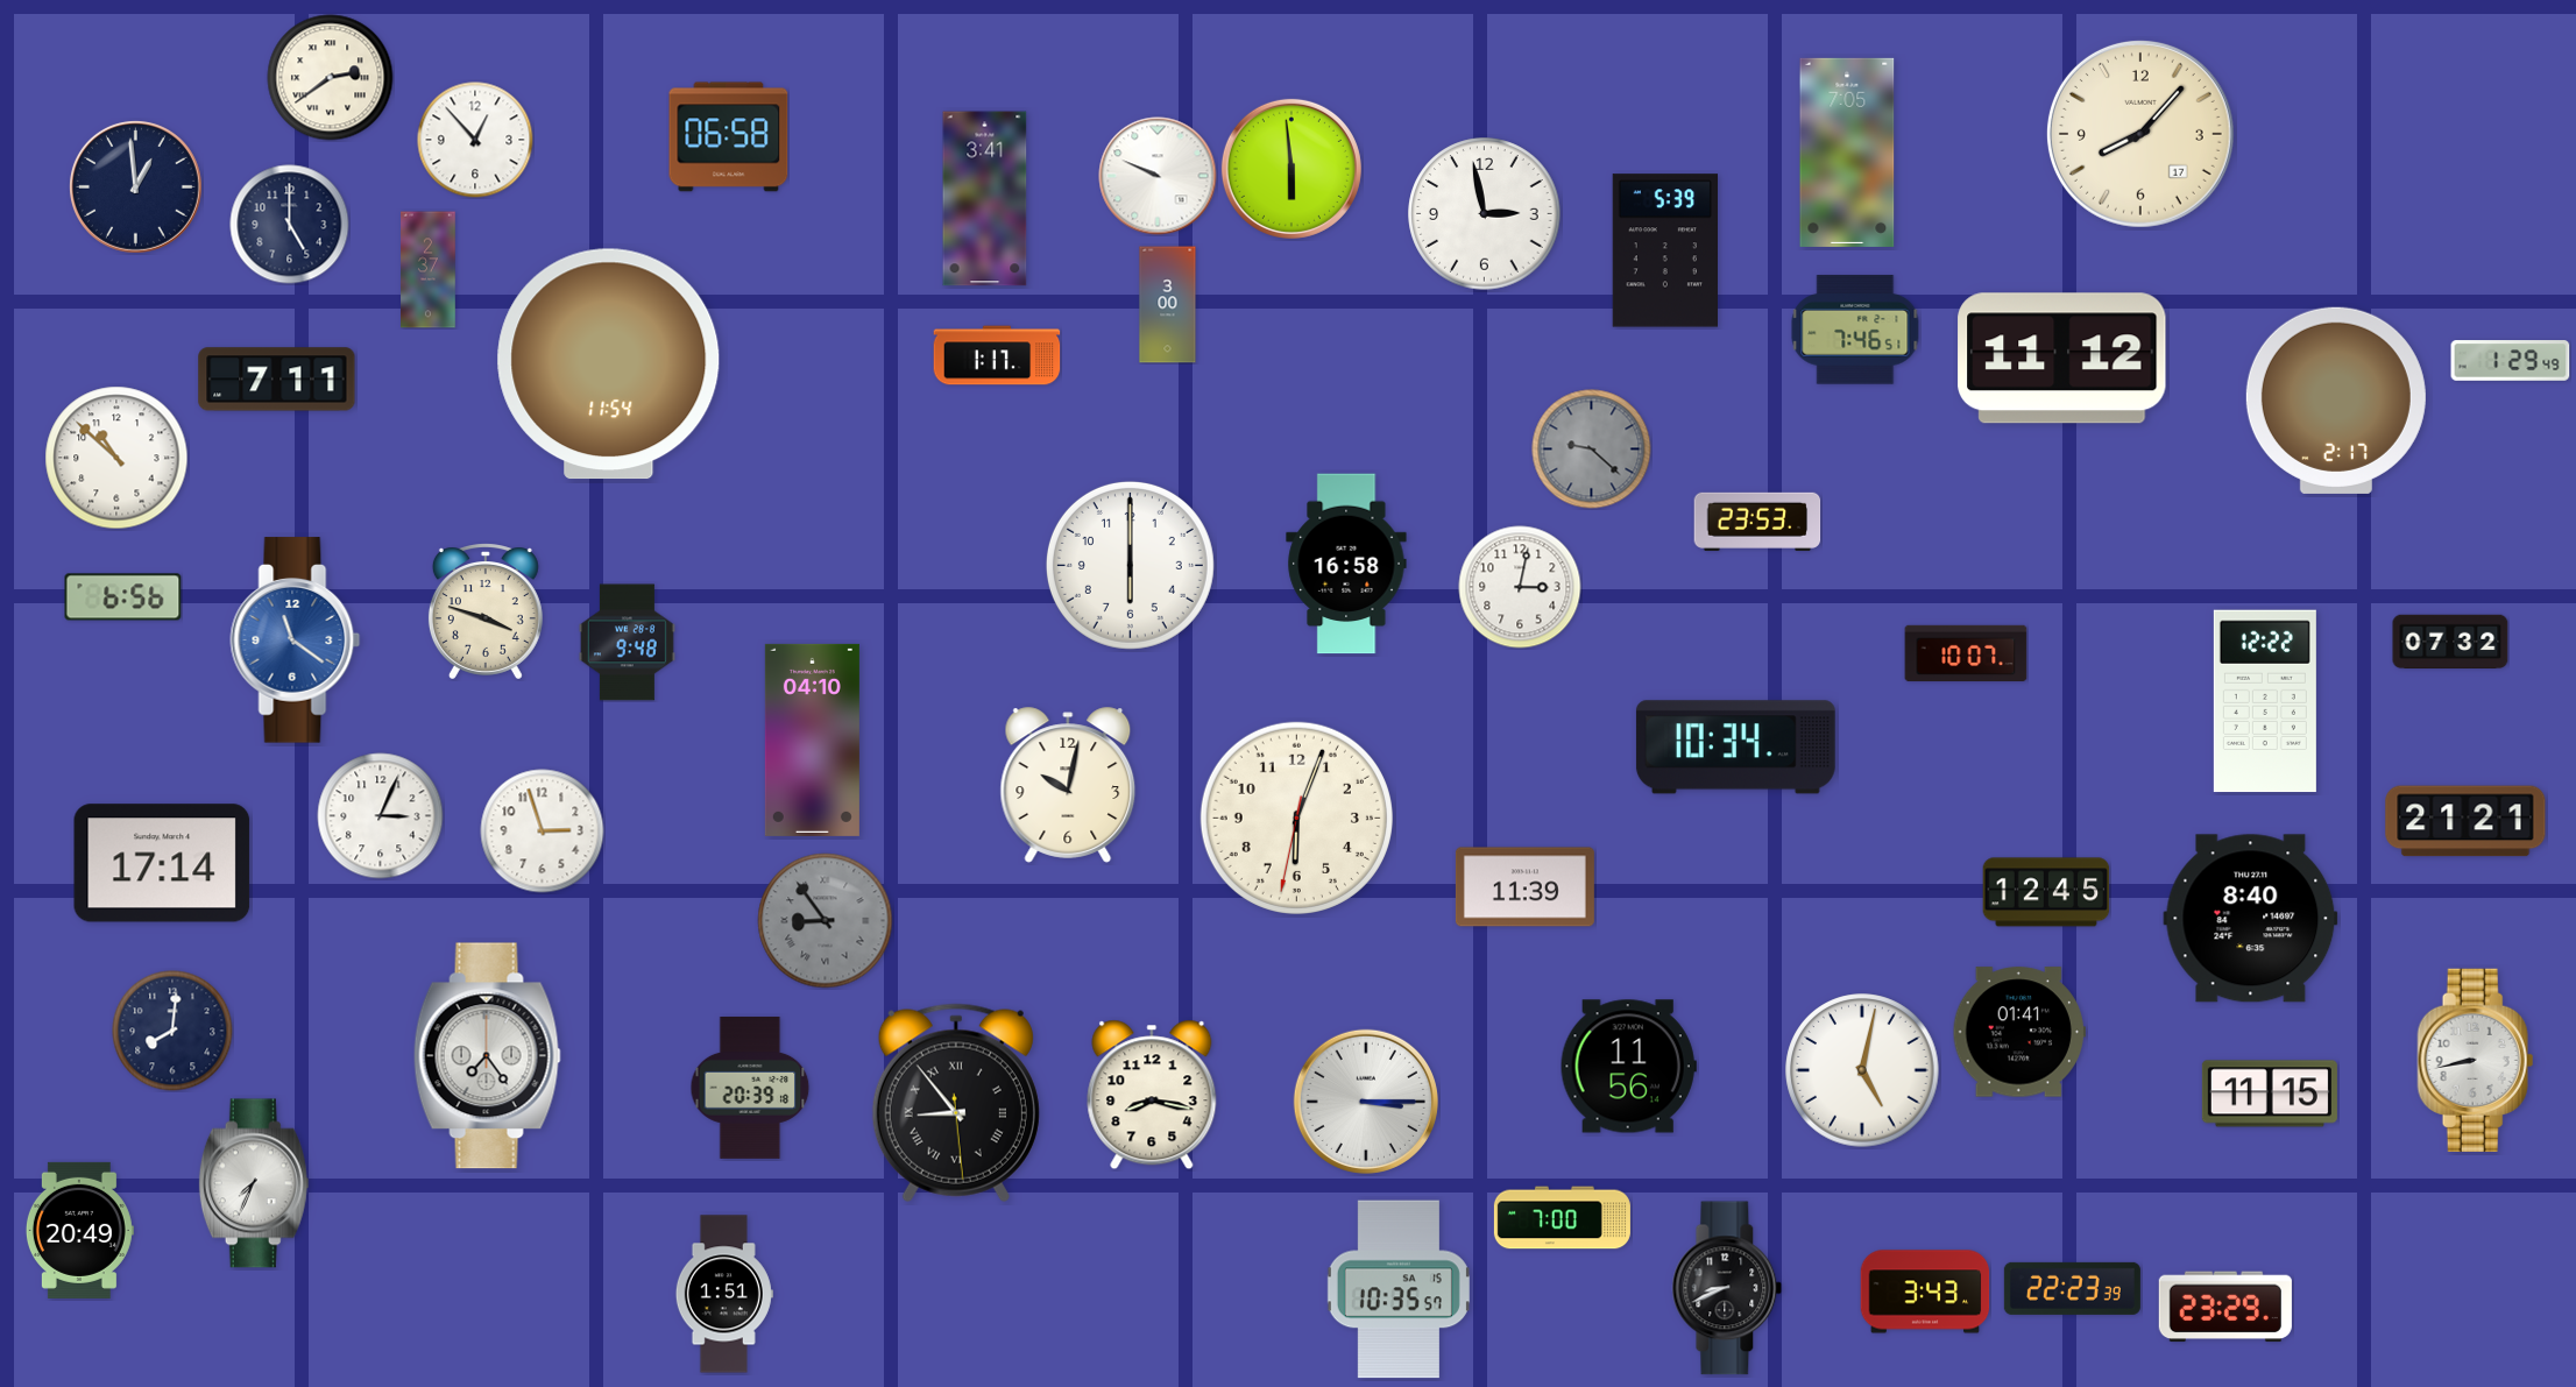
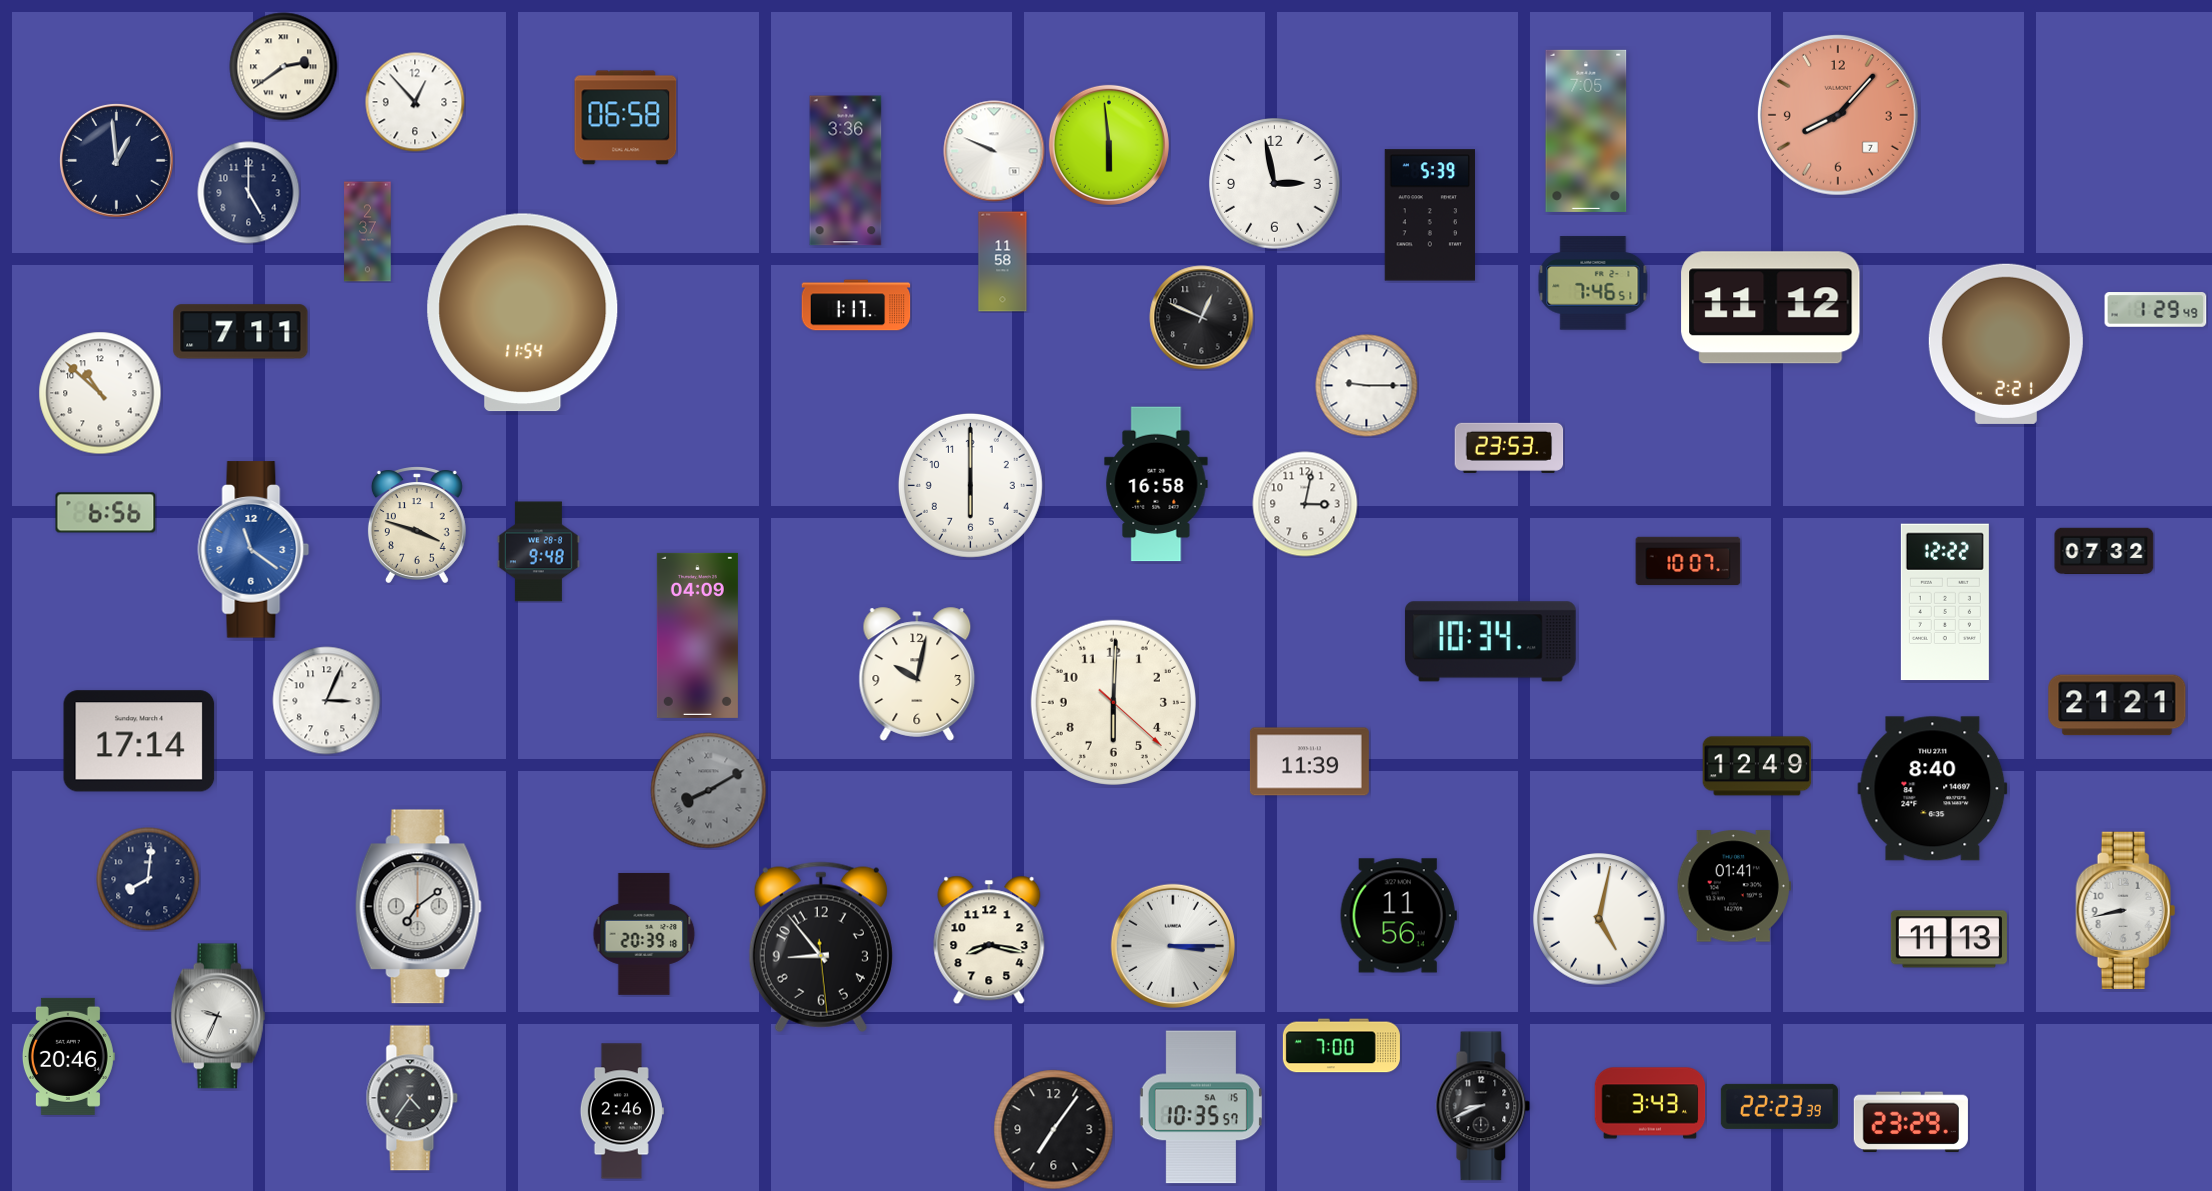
clock at (2140, 134) date: 17 -> 7
clock at (2140, 134) dial: cream -> salmon
clock at (475, 140) position: (475, 140) -> (415, 102)
clock at (985, 199): 3:41 -> 3:36
clock at (1168, 305): 3:00 -> 11:58
clock at (1202, 318): none -> 12:49
clock at (277, 380) position: (277, 380) -> (241, 332)
clock at (2336, 401): 2:17 -> 2:21
clock at (1592, 450): 9:22 -> 9:15
clock at (1592, 450) dial: grey -> white
clock at (812, 740): 04:10 -> 04:09
clock at (1296, 818): 6:03 -> 6:00
clock at (543, 832): 2:57 -> none
clock at (2046, 892): 12:45 -> 12:49
clock at (826, 921): 8:54 -> 8:10
clock at (172, 1031) position: (172, 1031) -> (148, 879)
clock at (487, 1056): 7:24 -> 7:09
clock at (2270, 1094): 11:15 -> 11:13
clock at (956, 1103) numerals: Roman -> Arabic
clock at (254, 1183): 7:34 -> 9:34
clock at (79, 1230): 20:49 -> 20:46
clock at (412, 1098): none -> 4:36
clock at (1925, 1292) position: (1925, 1292) -> (1650, 1103)
clock at (724, 1294): 1:51 -> 2:46
clock at (1054, 1130): none -> 7:06
